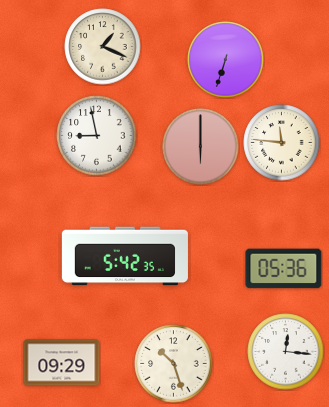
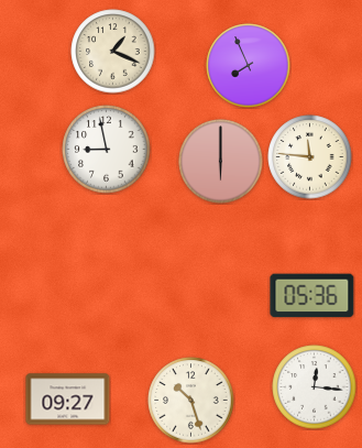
clock at (226, 60): 6:33 -> 7:56
clock at (125, 256): 5:42 -> none
clock at (62, 363): 09:29 -> 09:27
